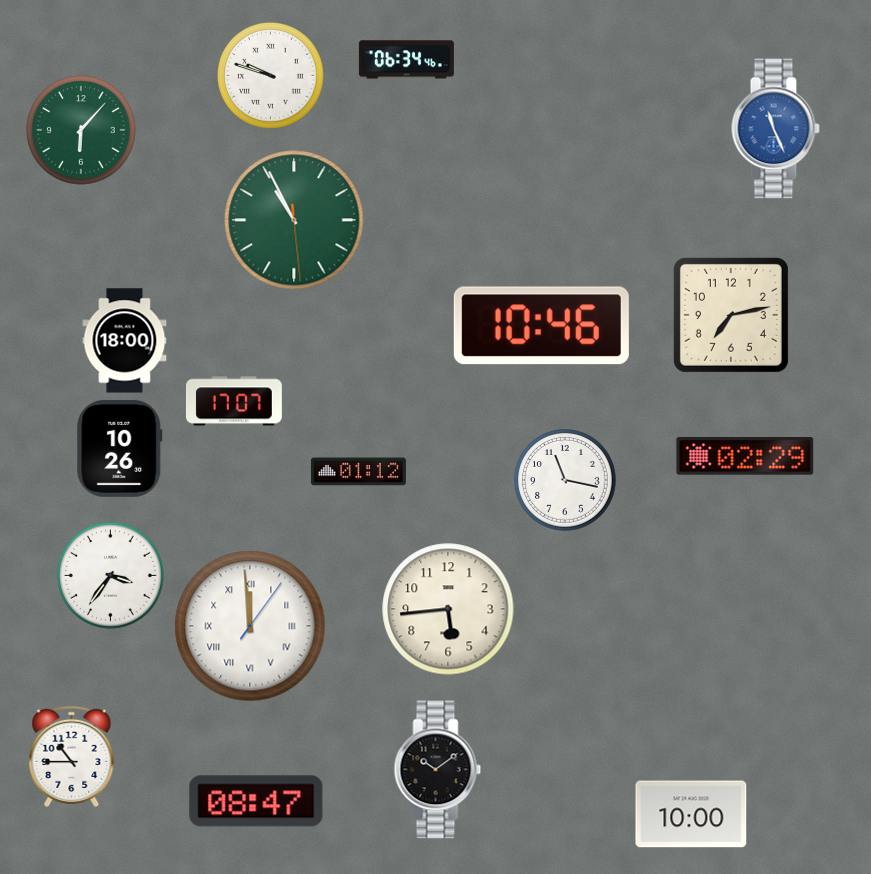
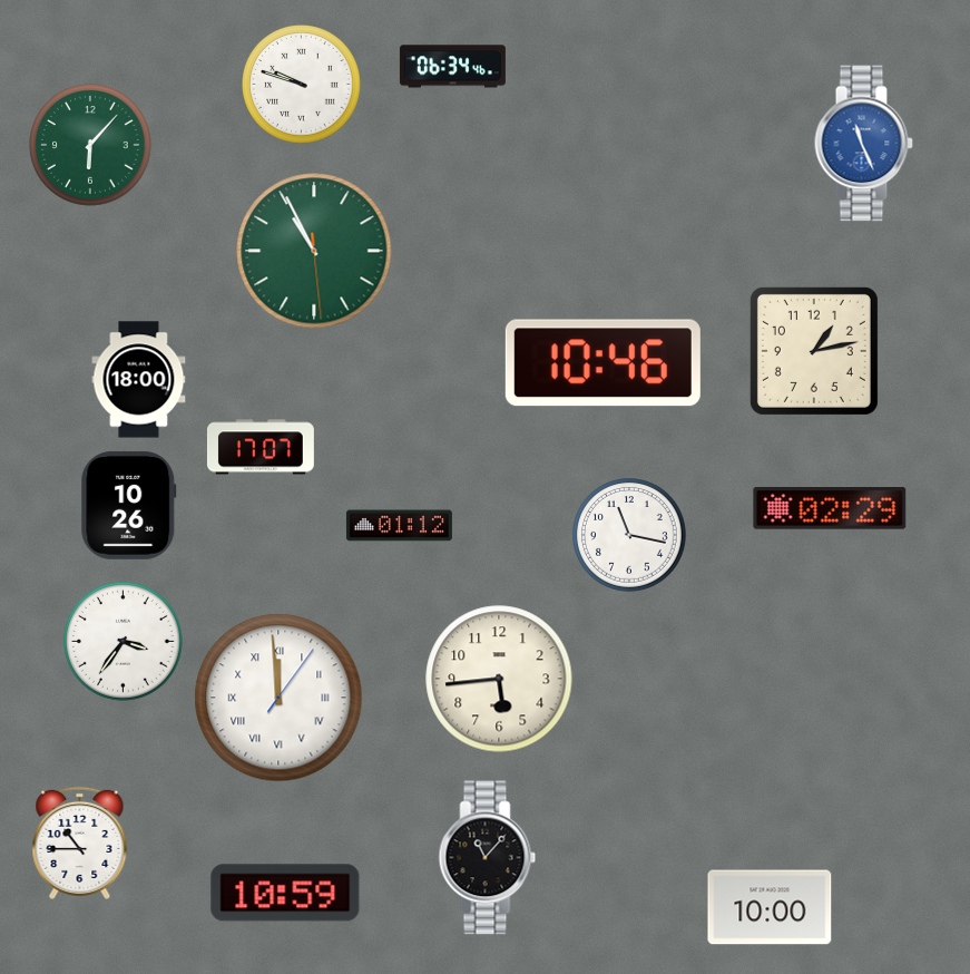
clock at (294, 220) position: (294, 220) -> (314, 251)
clock at (731, 315): 7:13 -> 1:13
clock at (120, 448) position: (120, 448) -> (129, 505)
clock at (438, 770): 10:09 -> 11:07
clock at (256, 801): 08:47 -> 10:59
